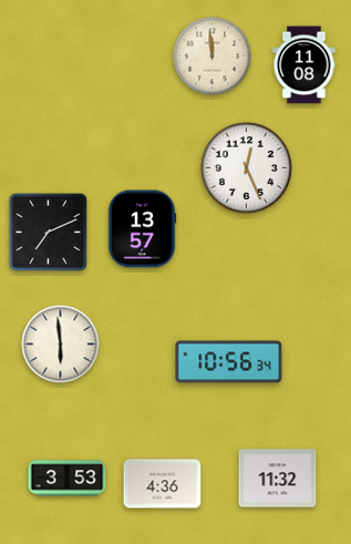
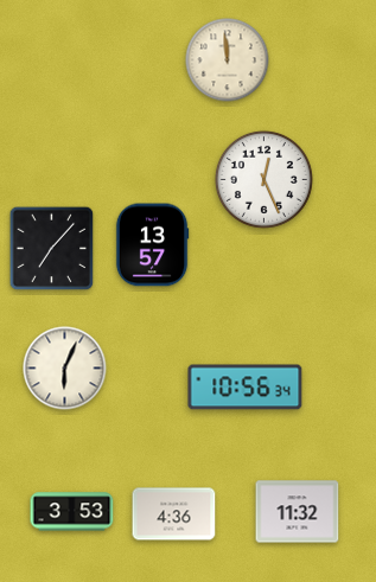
clock at (304, 65): 11:08 -> none
clock at (49, 233): 7:11 -> 7:07
clock at (61, 345): 5:59 -> 6:04
clock at (163, 484) position: (163, 484) -> (174, 514)
